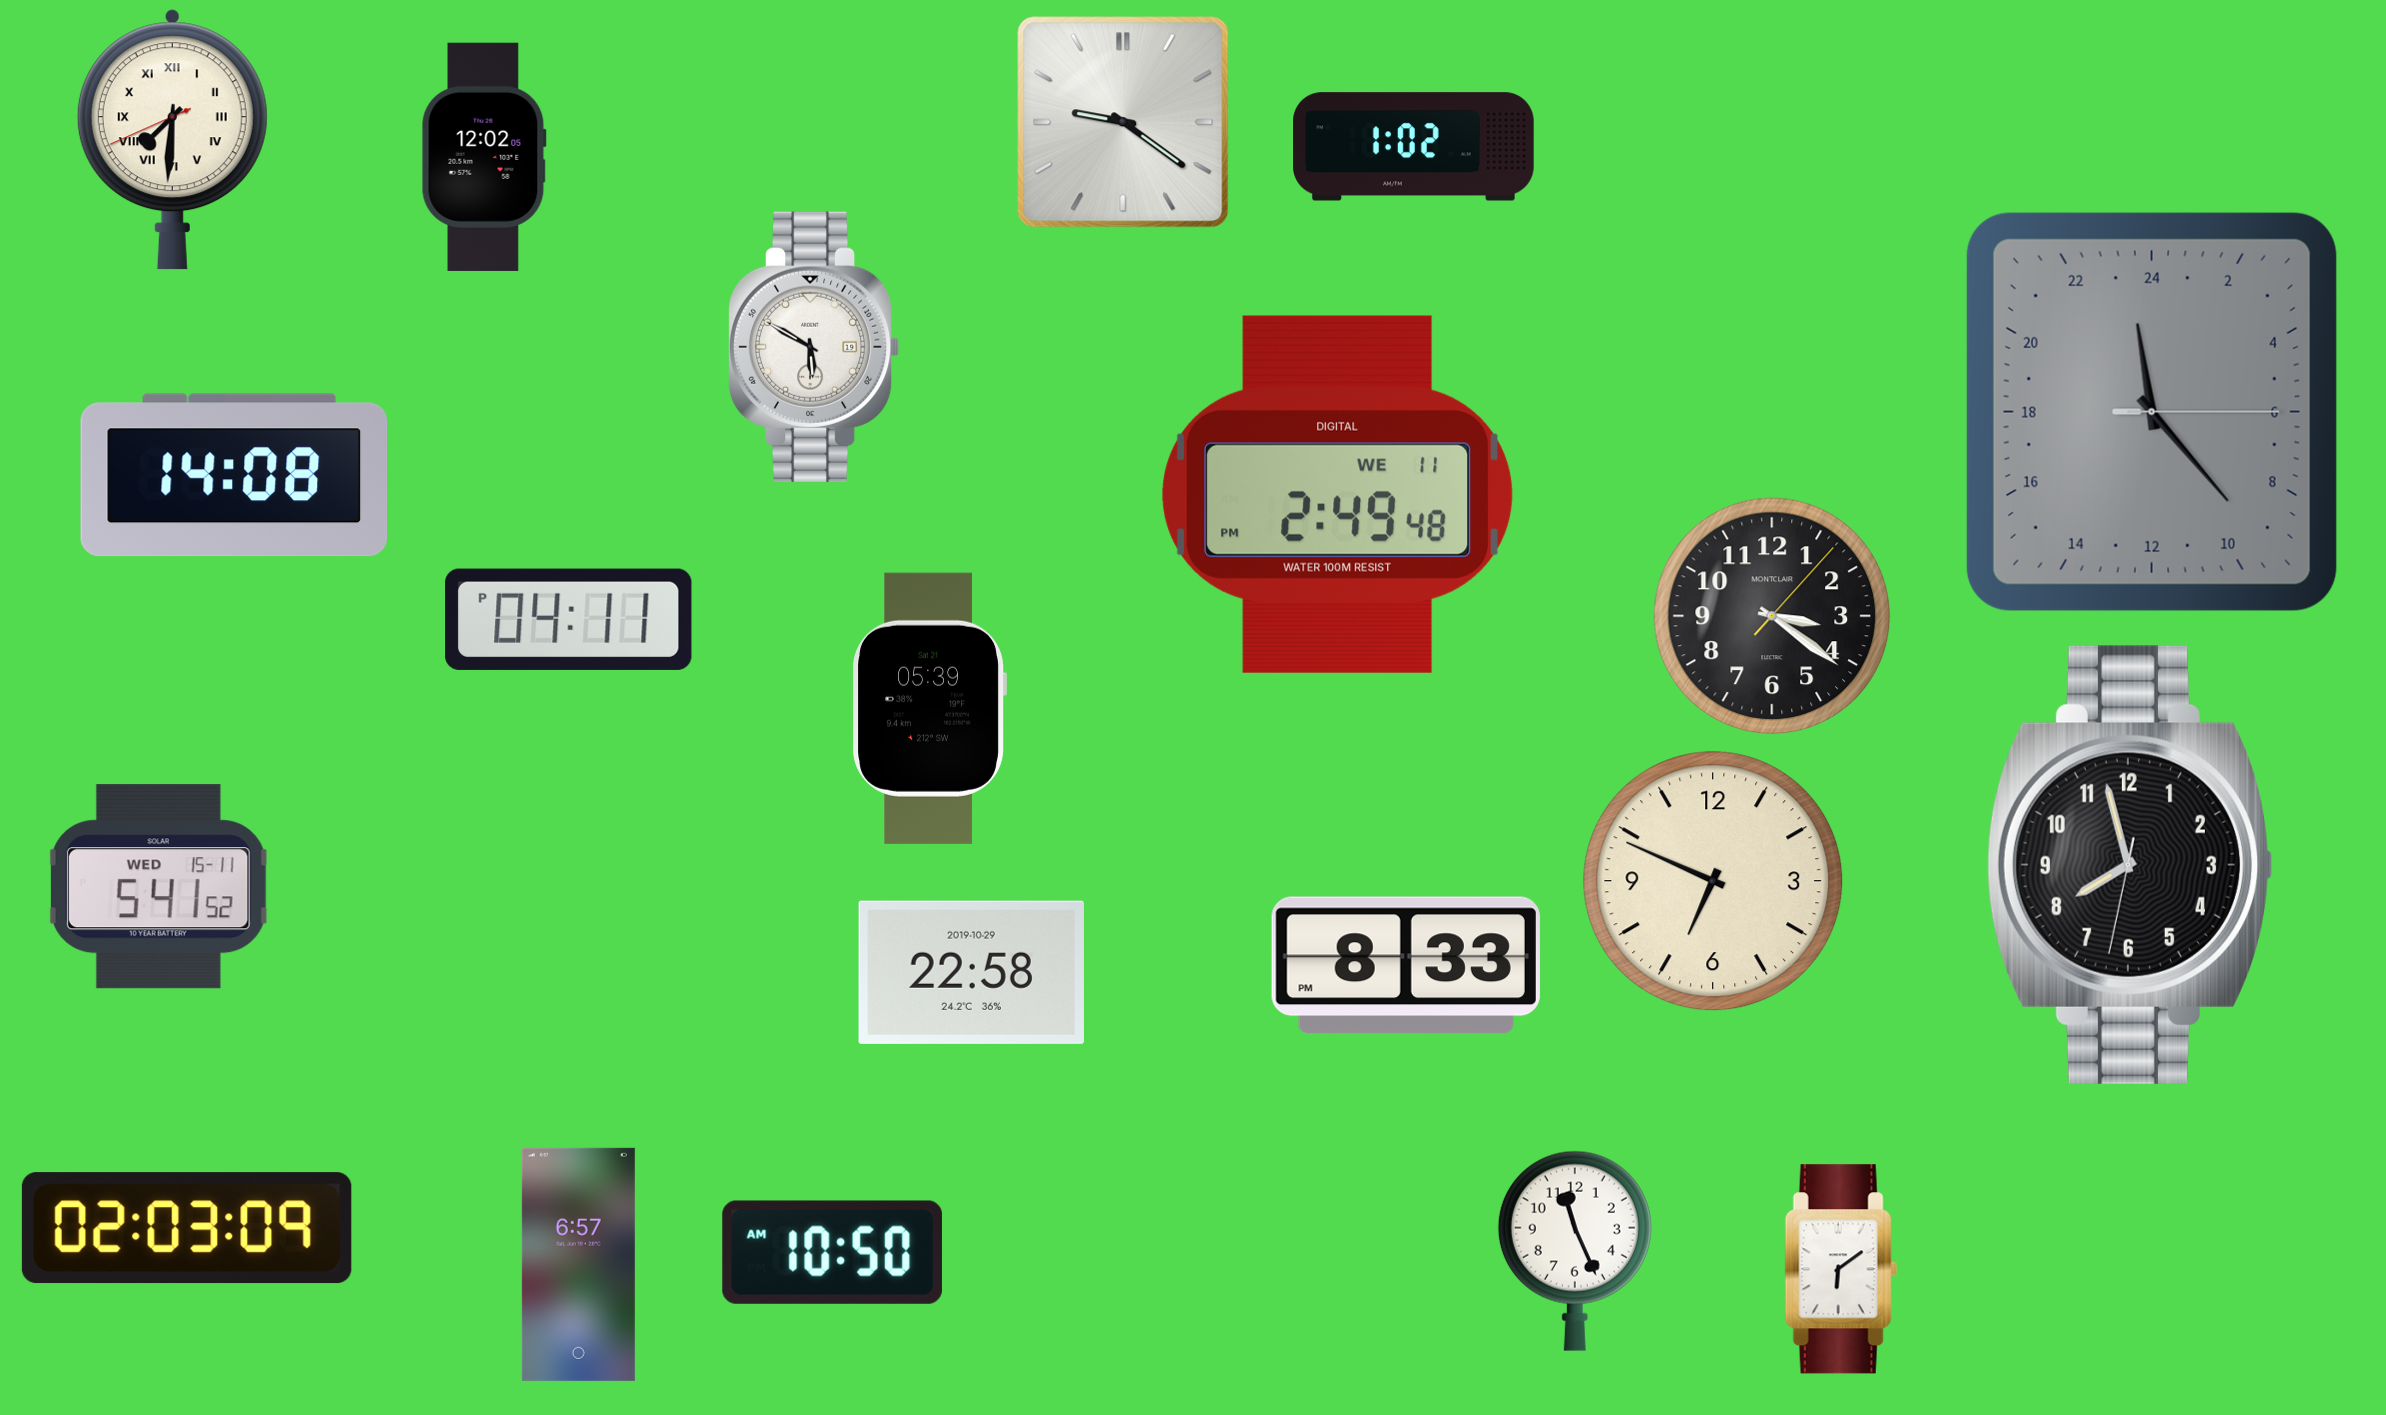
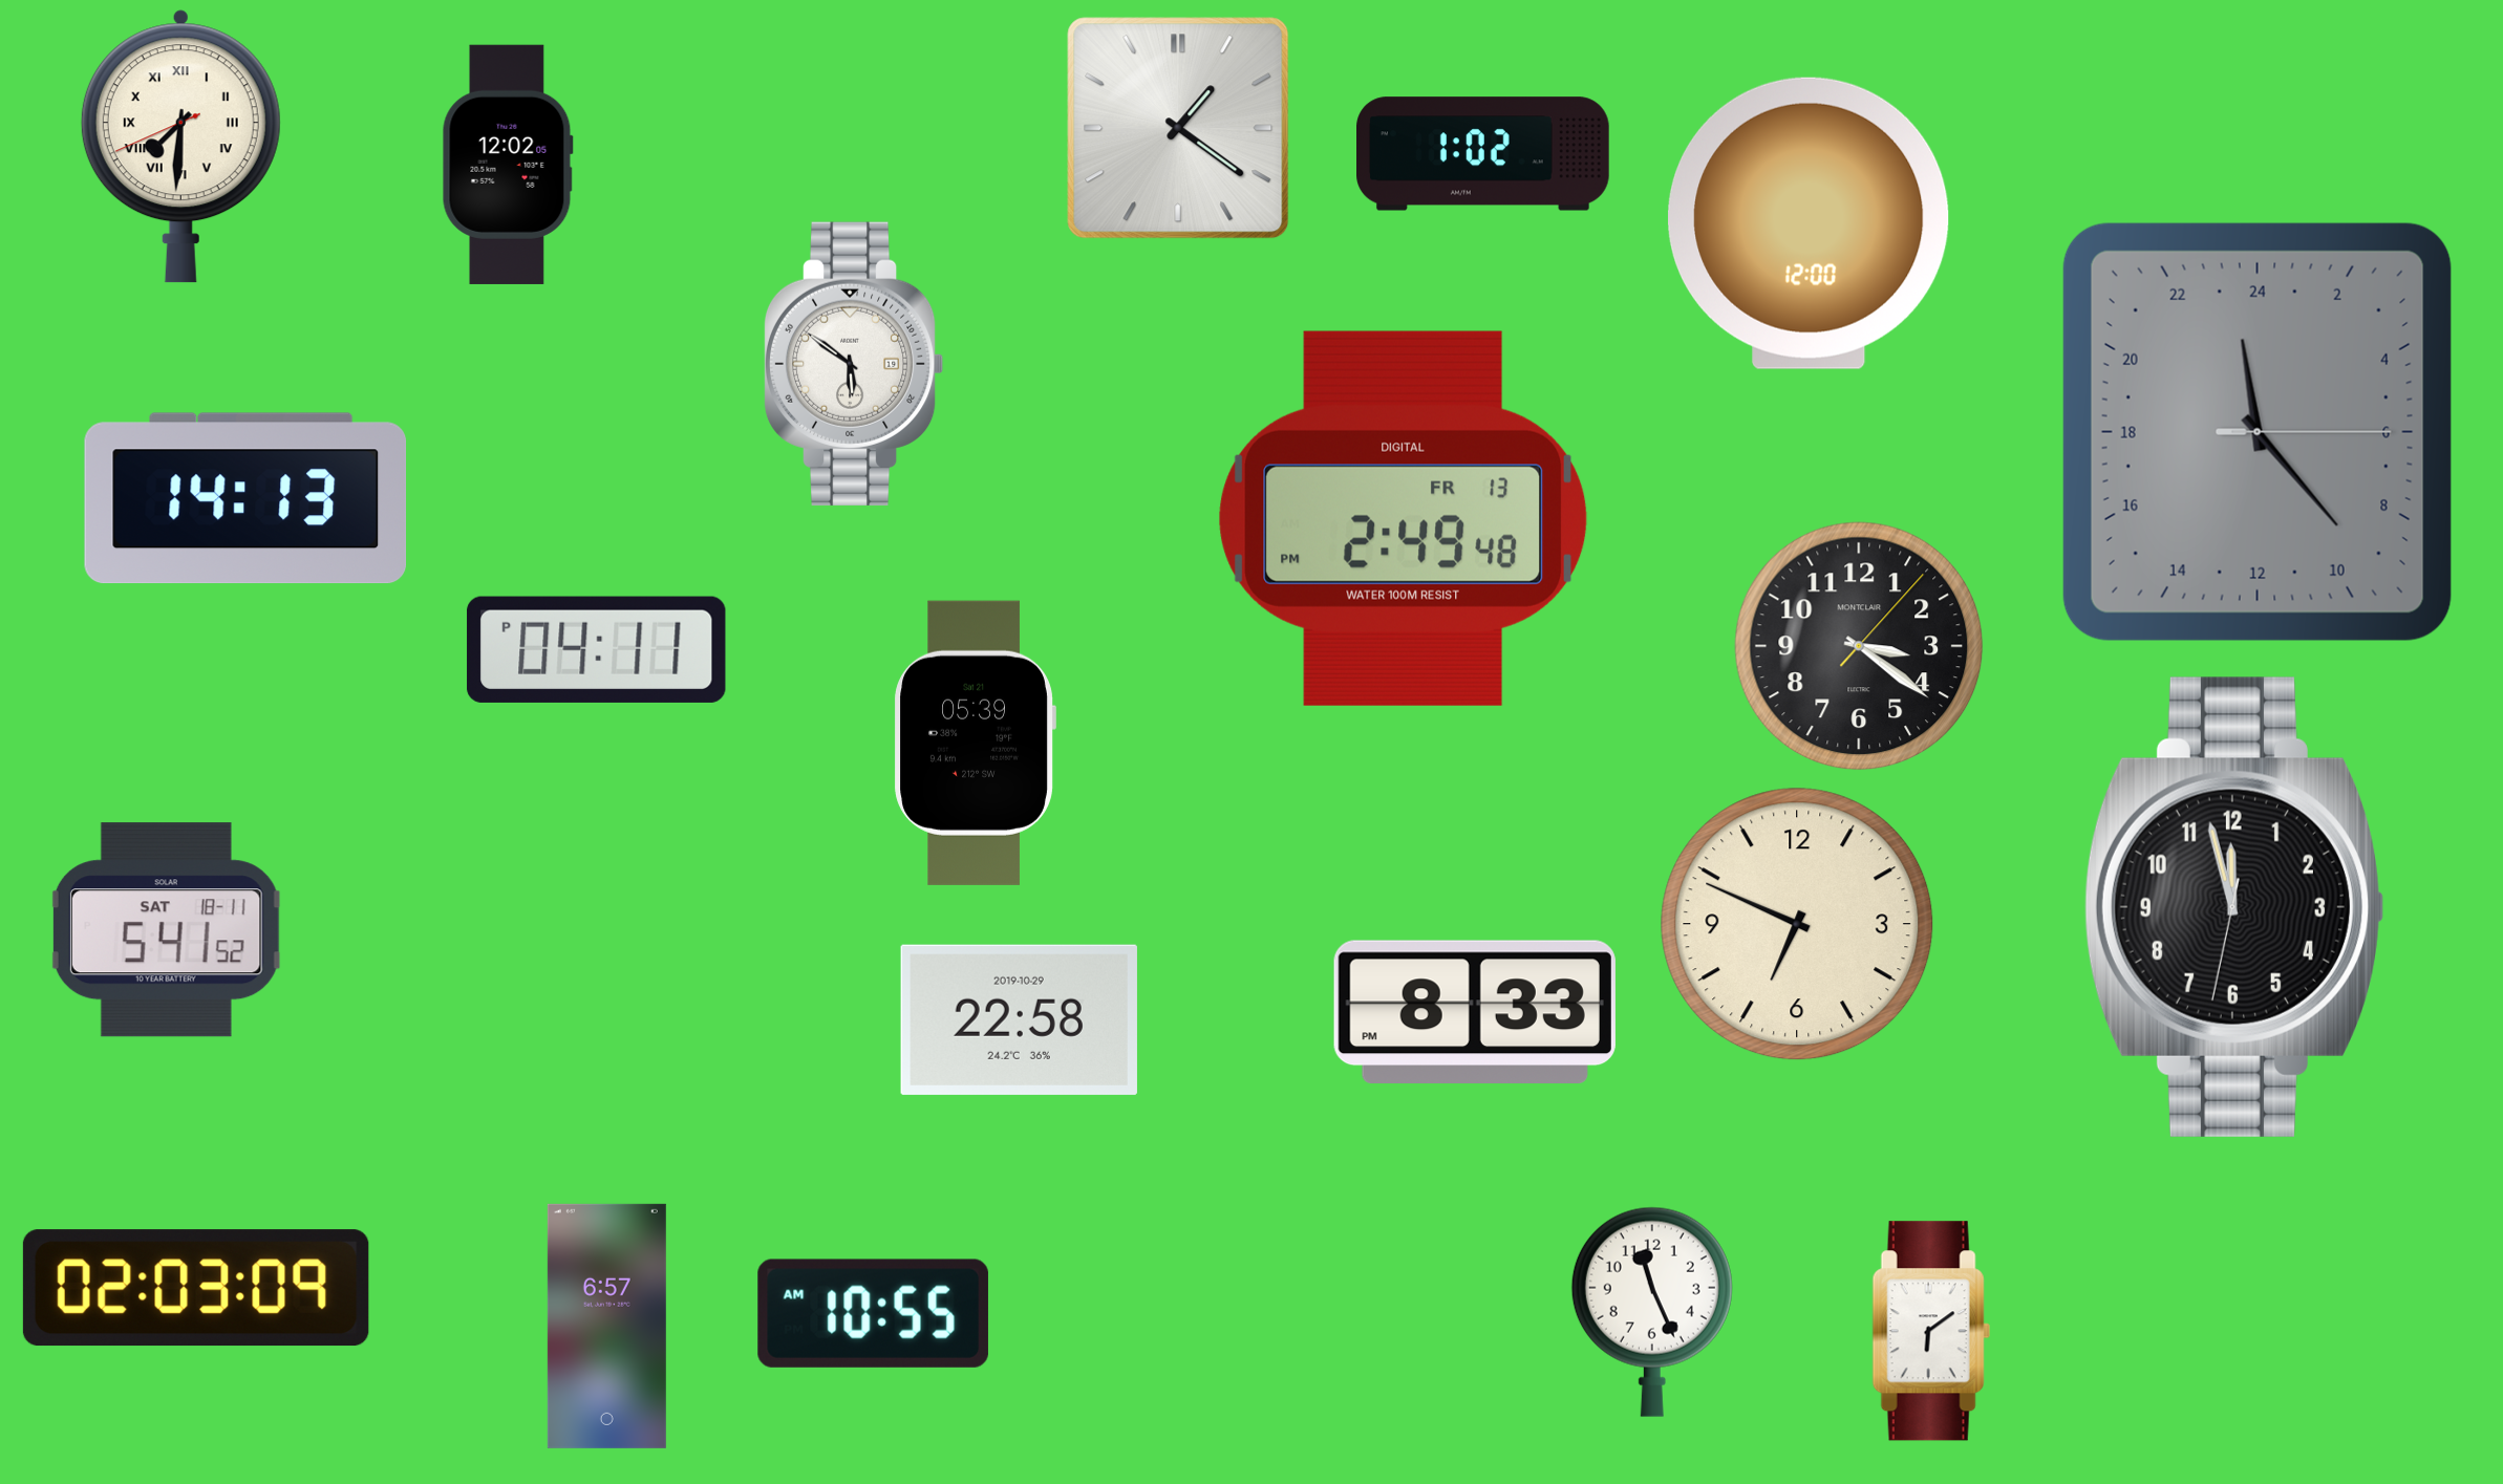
clock at (1123, 122): 9:21 -> 1:21
clock at (1809, 223): none -> 12:00
clock at (814, 347): 5:50 -> 5:51
clock at (233, 475): 14:08 -> 14:13
clock at (1338, 494) date: WE 11 -> FR 13
clock at (2129, 865): 7:57 -> 11:57
clock at (158, 887) date: WED 15-11 -> SAT 18-11
clock at (832, 1252): 10:50 -> 10:55
